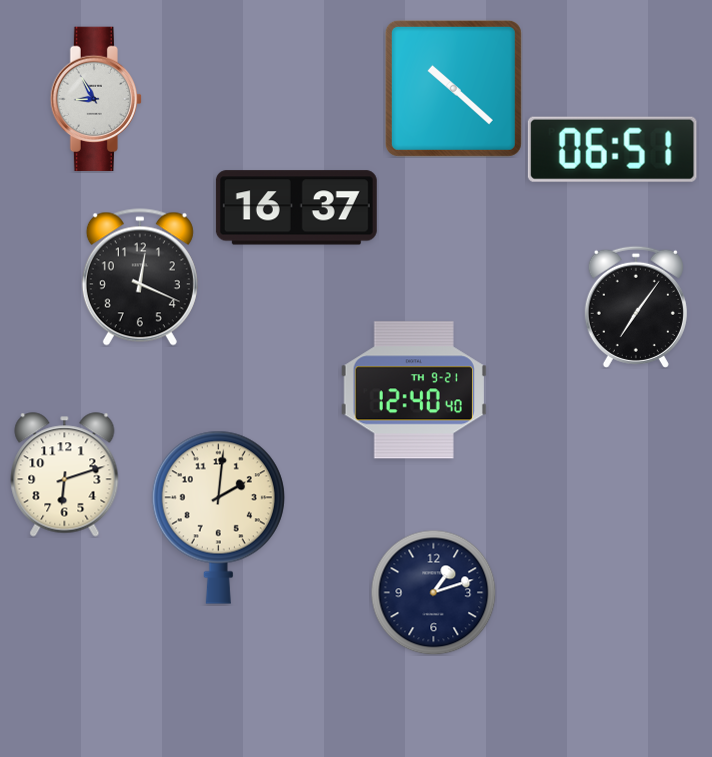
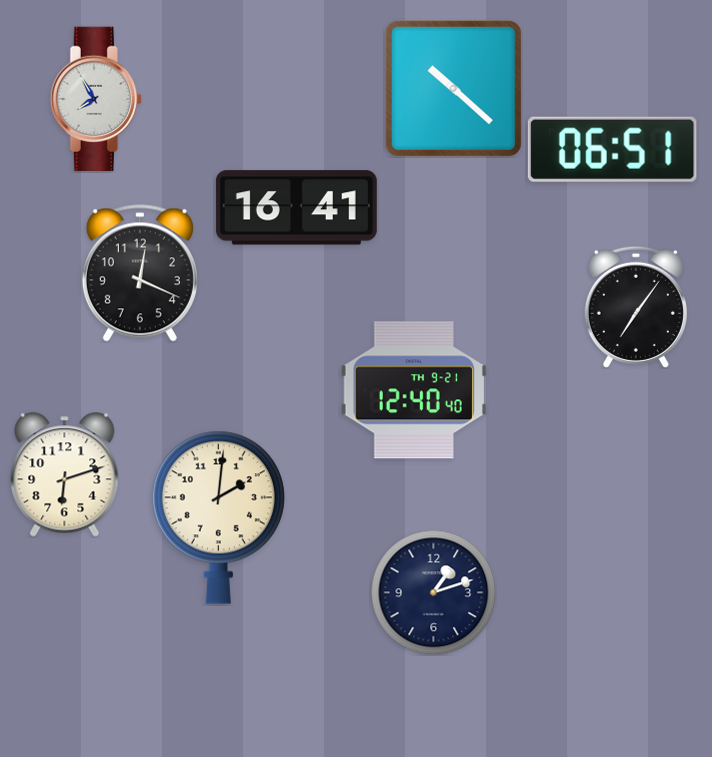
clock at (95, 99): 8:55 -> 7:55
clock at (296, 208): 16:37 -> 16:41
clock at (140, 277) position: (140, 277) -> (140, 273)
